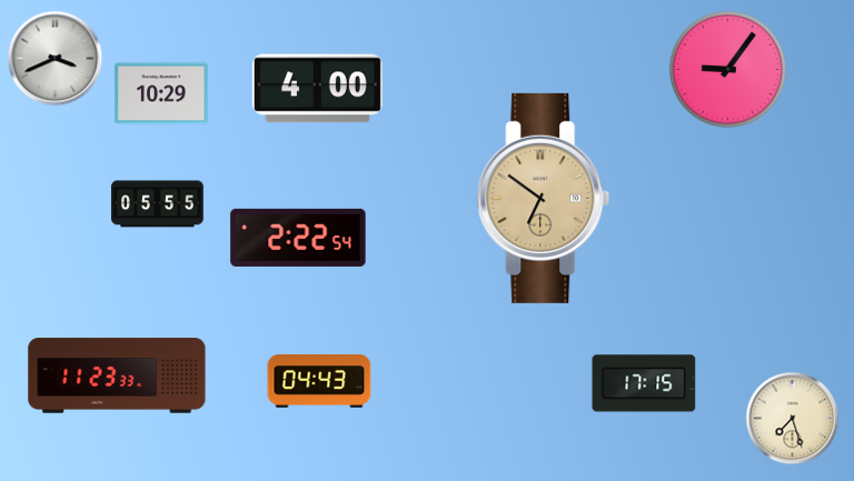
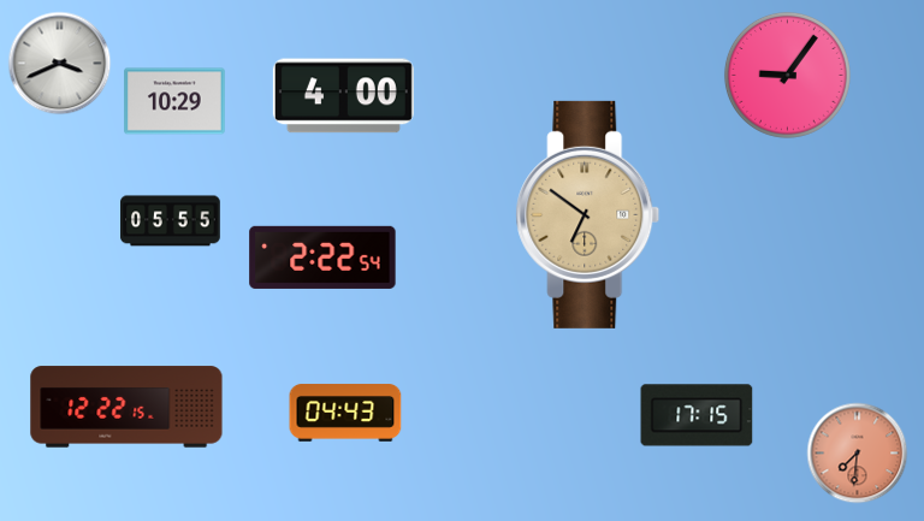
clock at (117, 375): 11:23 -> 12:22
clock at (793, 419): 7:27 -> 7:31
clock at (793, 419) dial: cream -> salmon
